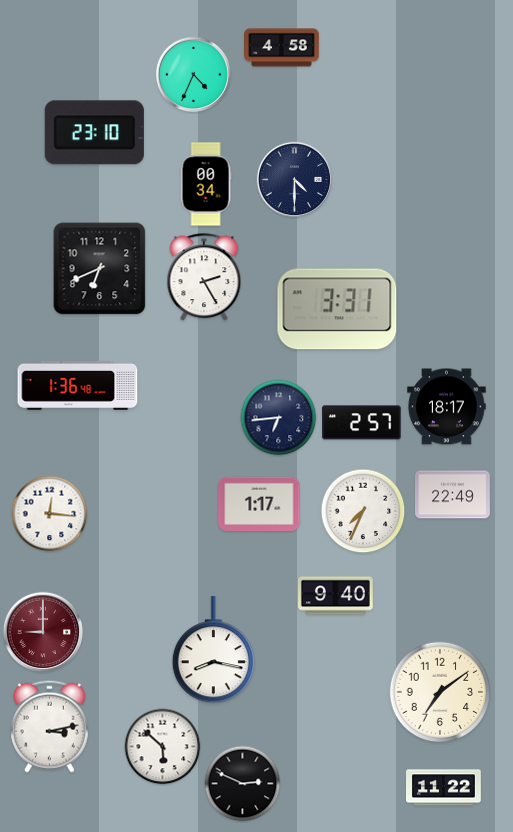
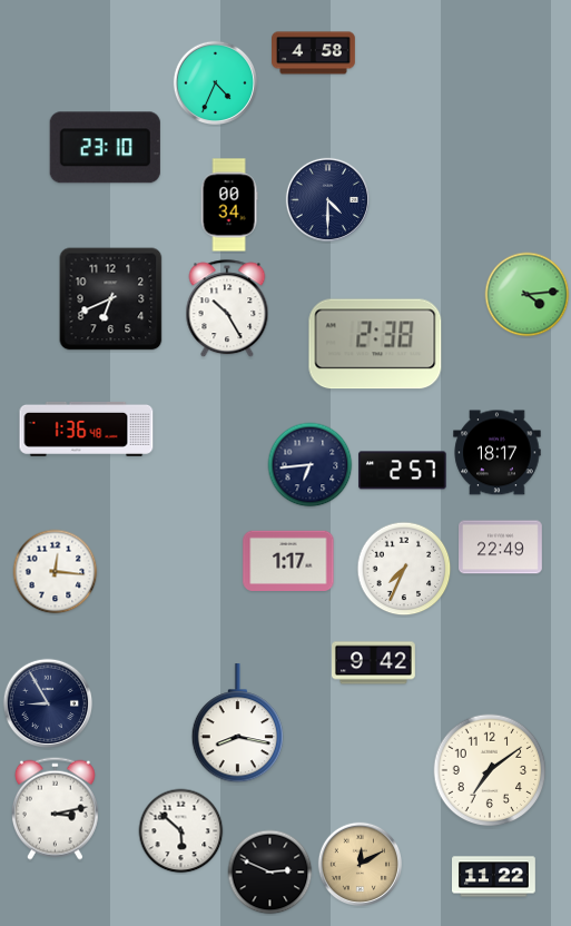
clock at (528, 295): none -> 4:14
clock at (204, 278): 2:25 -> 10:25
clock at (337, 309): 3:31 -> 2:38
clock at (453, 495) position: (453, 495) -> (501, 548)
clock at (336, 596): 9:40 -> 9:42
clock at (43, 632): 9:00 -> 8:55
clock at (43, 632) dial: burgundy -> navy
clock at (360, 864): none -> 12:10
